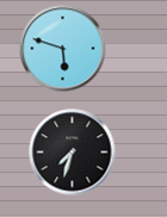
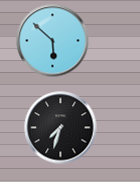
clock at (63, 49): 5:48 -> 5:52
